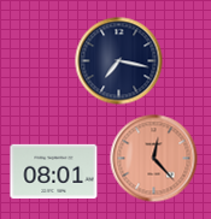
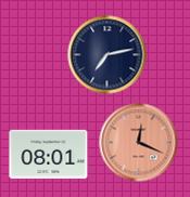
clock at (119, 61): 7:17 -> 7:13
clock at (154, 159): 12:23 -> 12:19
